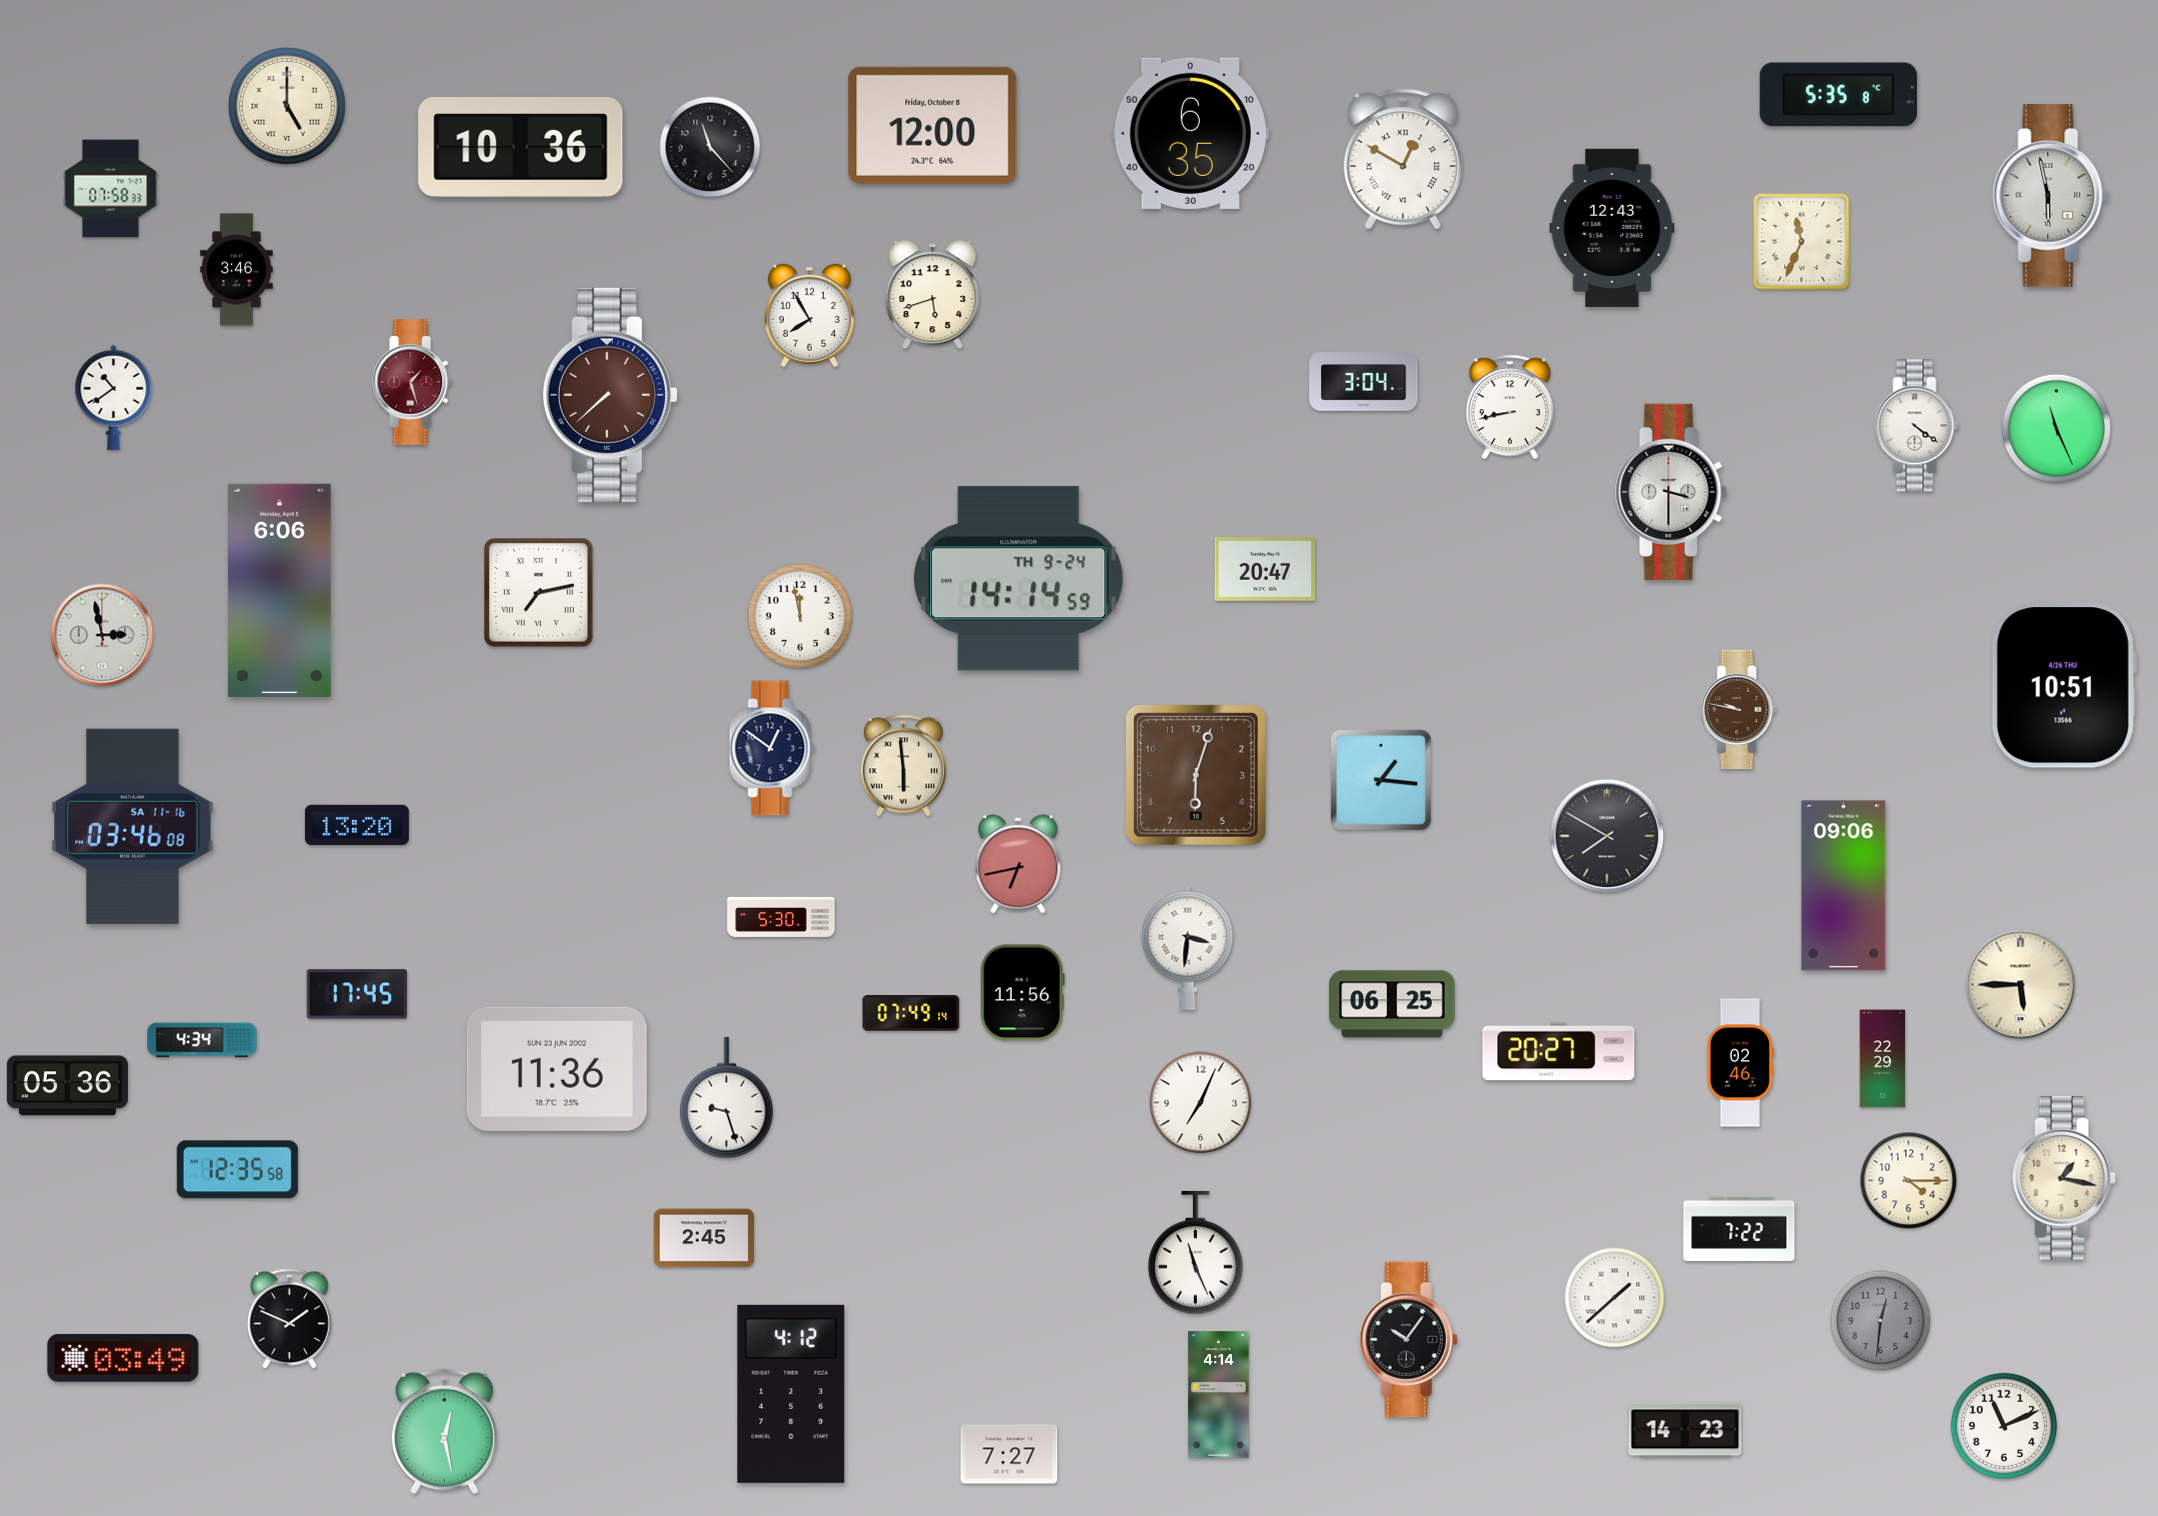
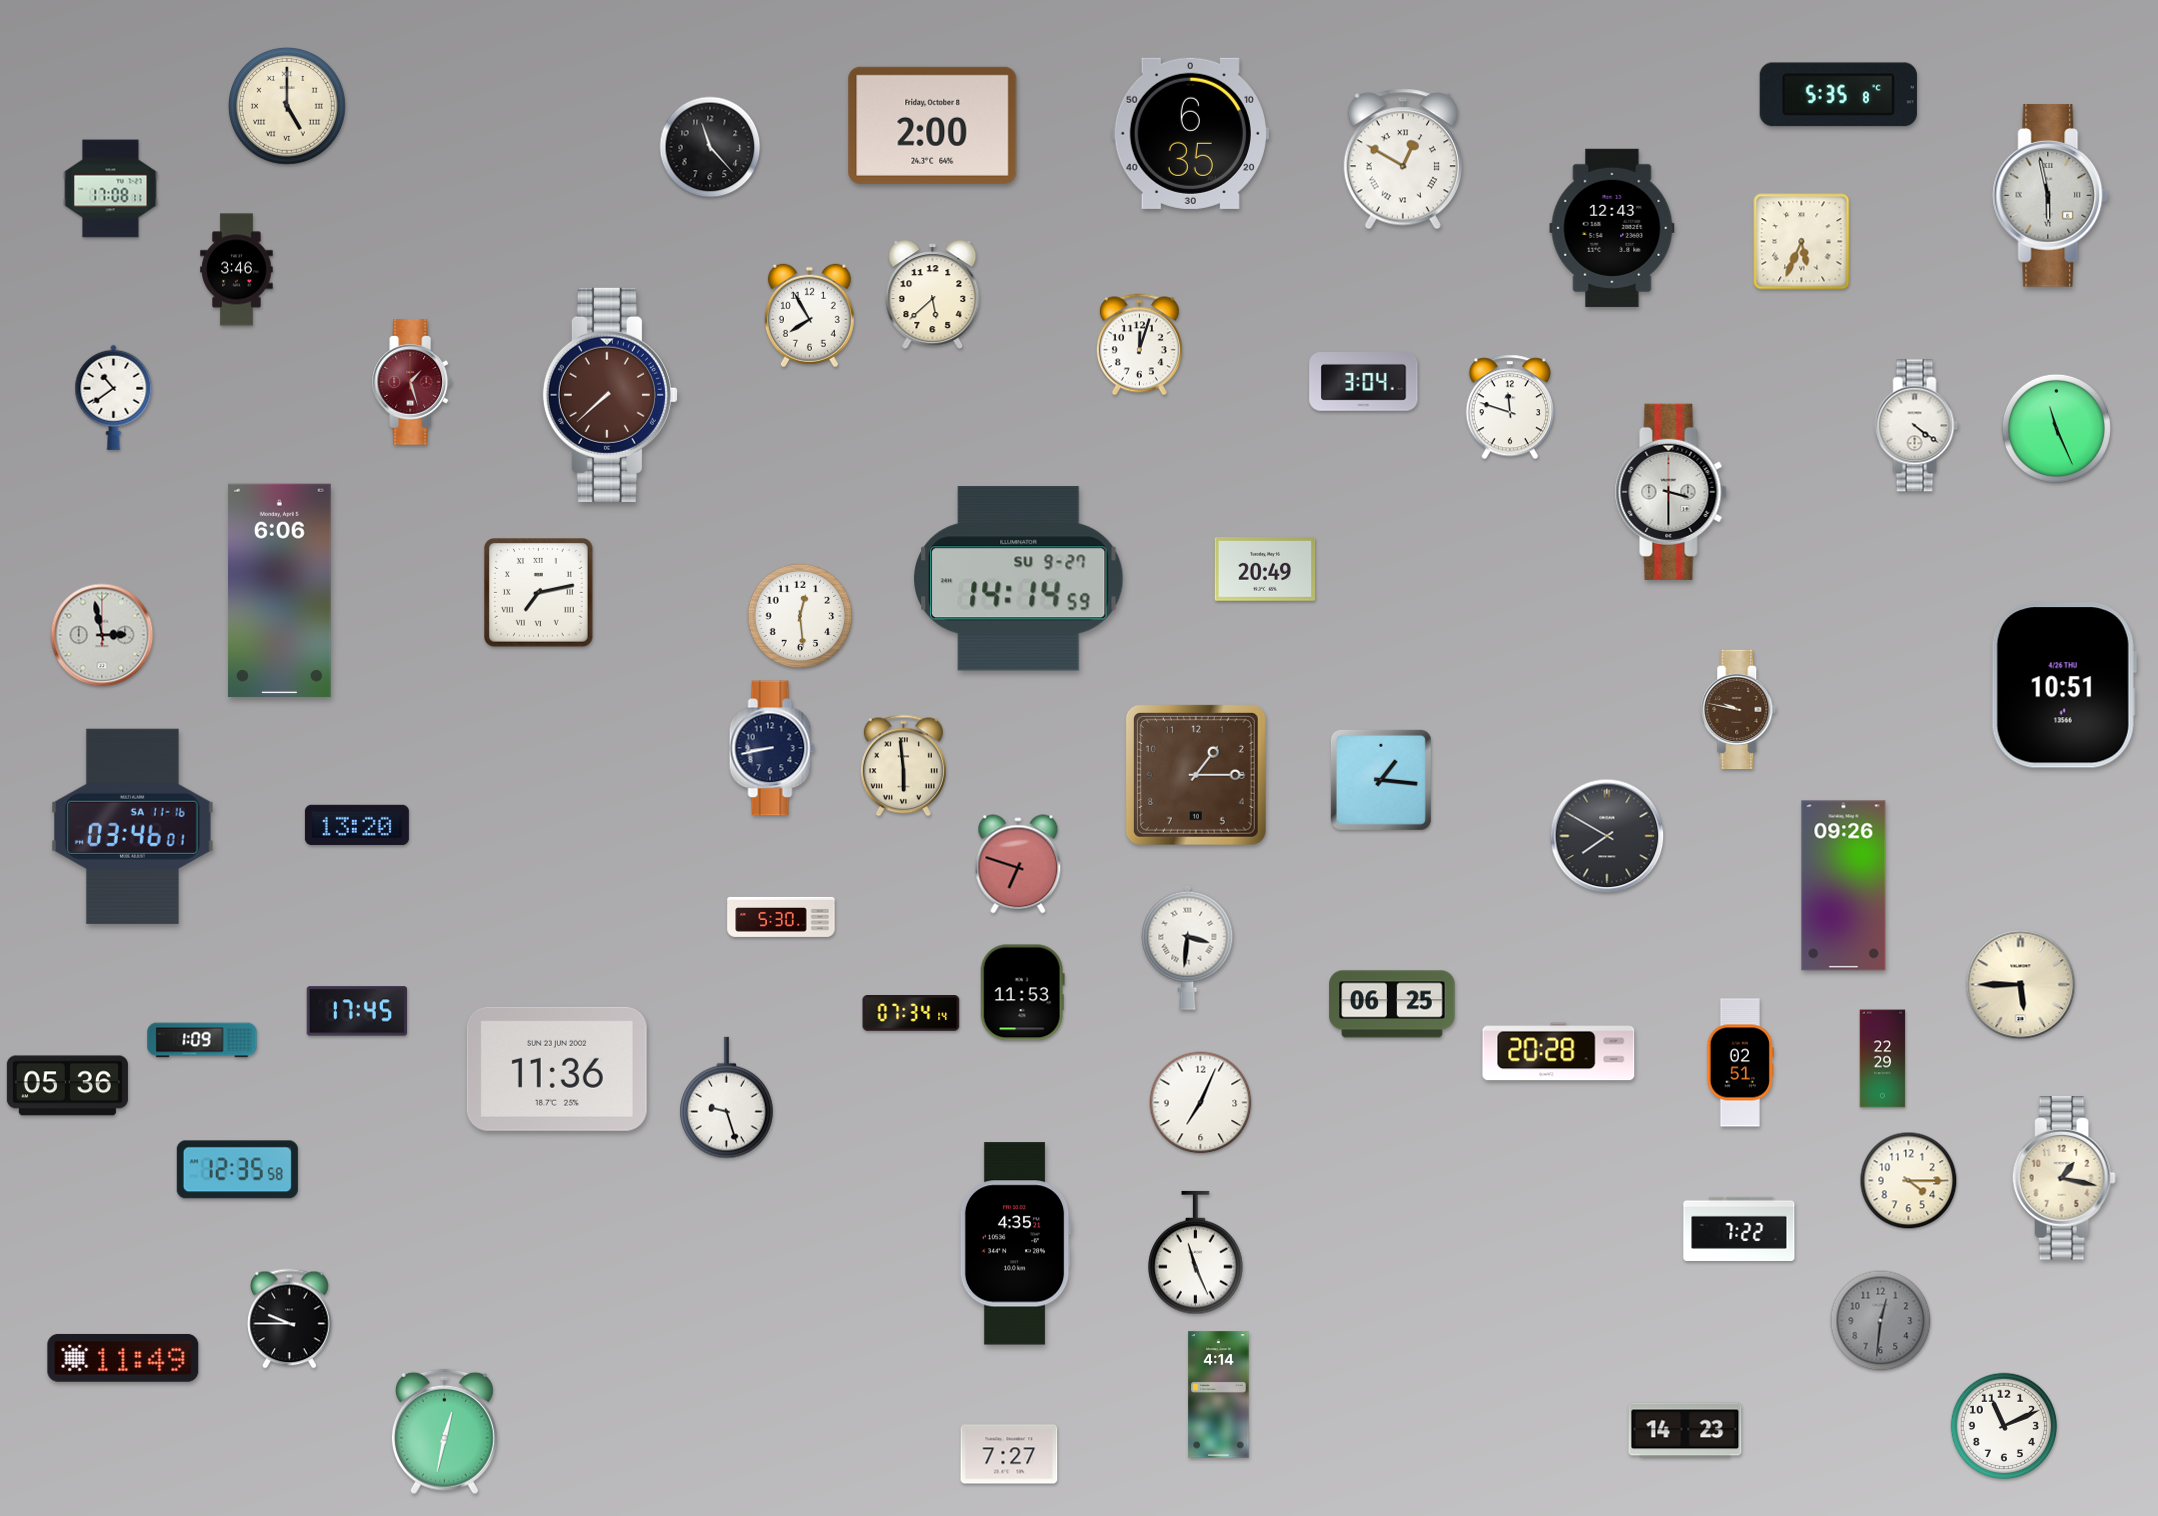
clock at (933, 125): 12:00 -> 2:00
clock at (521, 147): 10:36 -> none
clock at (111, 189): 07:58 -> 17:08
clock at (1802, 242): 11:34 -> 5:34
clock at (933, 295): 5:42 -> 5:38
clock at (1139, 345): none -> 12:03
clock at (1509, 407): 8:43 -> 11:48
clock at (1265, 570): 20:47 -> 20:49
clock at (1019, 579) date: TH 9-24 -> SU 9-27
clock at (800, 616): 11:58 -> 12:29
clock at (772, 748): 12:51 -> 8:43
clock at (1196, 775): 6:03 -> 1:15
clock at (133, 826): 03:46:08 -> 03:46:01
clock at (1018, 864): 6:43 -> 6:48
clock at (1844, 886): 09:06 -> 09:26
clock at (1022, 993): 11:56 -> 11:53
clock at (357, 994) position: (357, 994) -> (357, 1011)
clock at (911, 1014): 07:49 -> 07:34
clock at (202, 1040): 4:34 -> 1:09
clock at (1559, 1052): 20:27 -> 20:28
clock at (1740, 1063): 02:46 -> 02:51
clock at (704, 1238): 2:45 -> none
clock at (1015, 1244): none -> 4:35
clock at (1615, 1298): 1:38 -> none
clock at (290, 1319): 1:49 -> 9:45
clock at (1408, 1340): 10:06 -> none
clock at (123, 1358): 03:49 -> 11:49
clock at (791, 1394): 4:12 -> none
clock at (444, 1432): 12:28 -> 12:32
